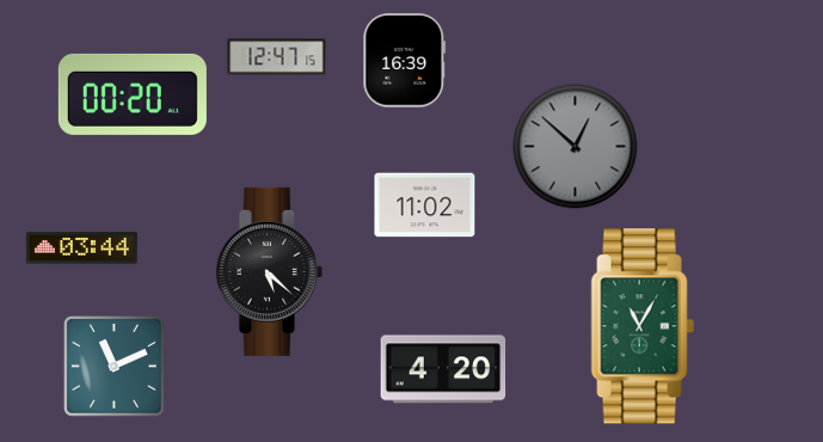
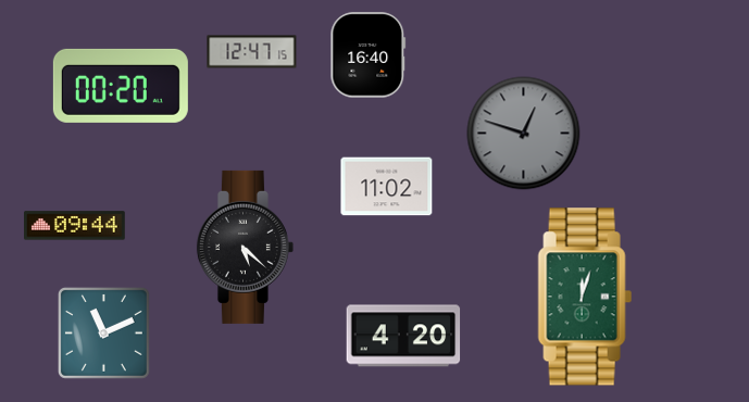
clock at (405, 61): 16:39 -> 16:40
clock at (576, 147): 12:52 -> 12:48
clock at (82, 248): 03:44 -> 09:44
clock at (643, 326): 11:05 -> 12:03
